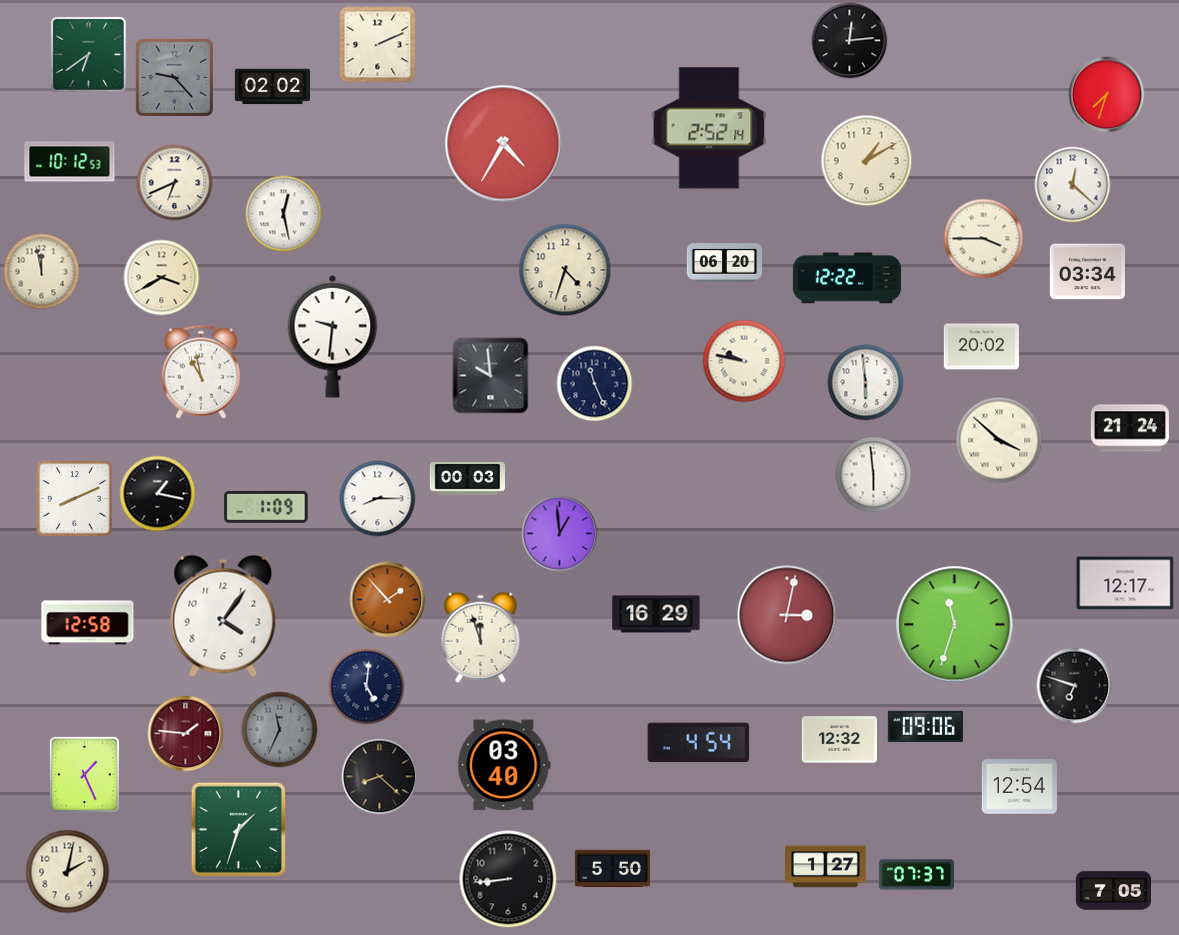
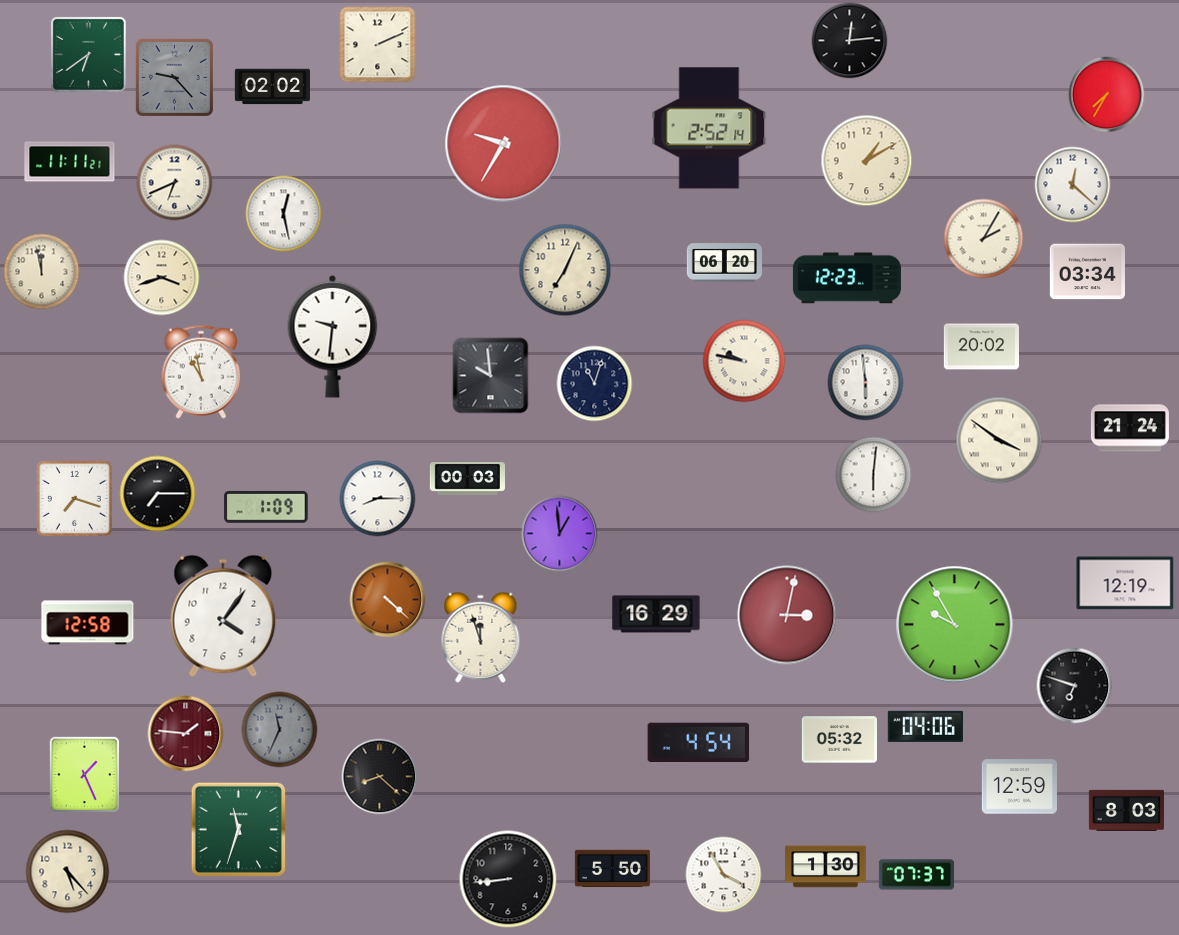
clock at (1107, 95): 7:33 -> 7:35
clock at (504, 144): 4:35 -> 9:35
clock at (70, 162): 10:12 -> 11:11
clock at (984, 239): 3:45 -> 2:05
clock at (565, 270): 4:33 -> 7:04
clock at (162, 278): 3:40 -> 3:42
clock at (847, 278): 12:22 -> 12:23
clock at (595, 384): 11:26 -> 11:03
clock at (999, 440): 3:52 -> 3:51
clock at (874, 475): 5:59 -> 6:01
clock at (158, 494): 1:17 -> 7:15
clock at (75, 499): 8:11 -> 7:18
clock at (1125, 583): 12:17 -> 12:19
clock at (388, 600): 1:53 -> 4:22
clock at (955, 625): 11:33 -> 9:55
clock at (367, 687): 5:01 -> none
clock at (925, 726): 09:06 -> 04:06
clock at (839, 740): 12:32 -> 05:32
clock at (504, 765): 03:40 -> none
clock at (1019, 787): 12:54 -> 12:59
clock at (1126, 810): none -> 8:03
clock at (238, 829): 1:33 -> 11:33
clock at (826, 867): 1:27 -> 1:30
clock at (68, 872): 2:02 -> 5:23
clock at (724, 875): none -> 3:55
clock at (1113, 891): 7:05 -> none
